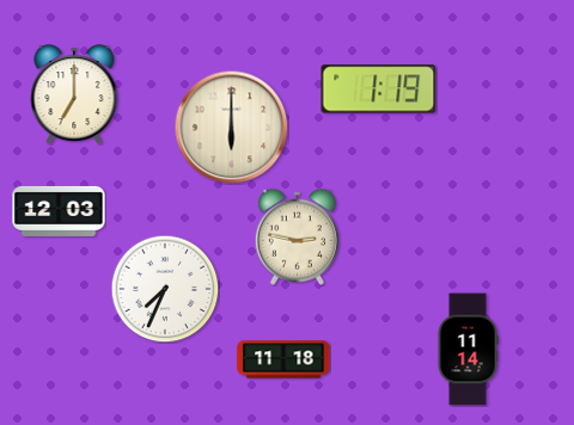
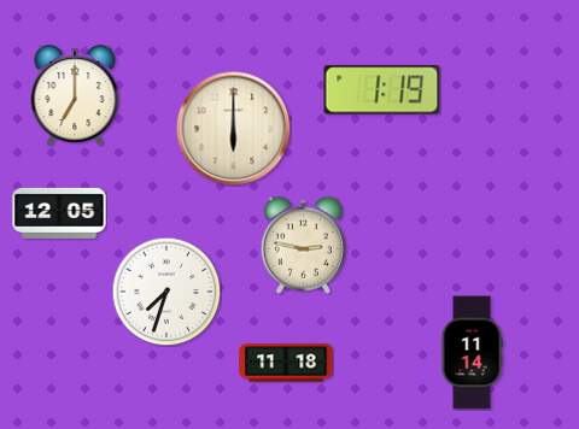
clock at (59, 211): 12:03 -> 12:05
clock at (297, 236) position: (297, 236) -> (303, 245)
clock at (165, 289): 7:34 -> 7:33
